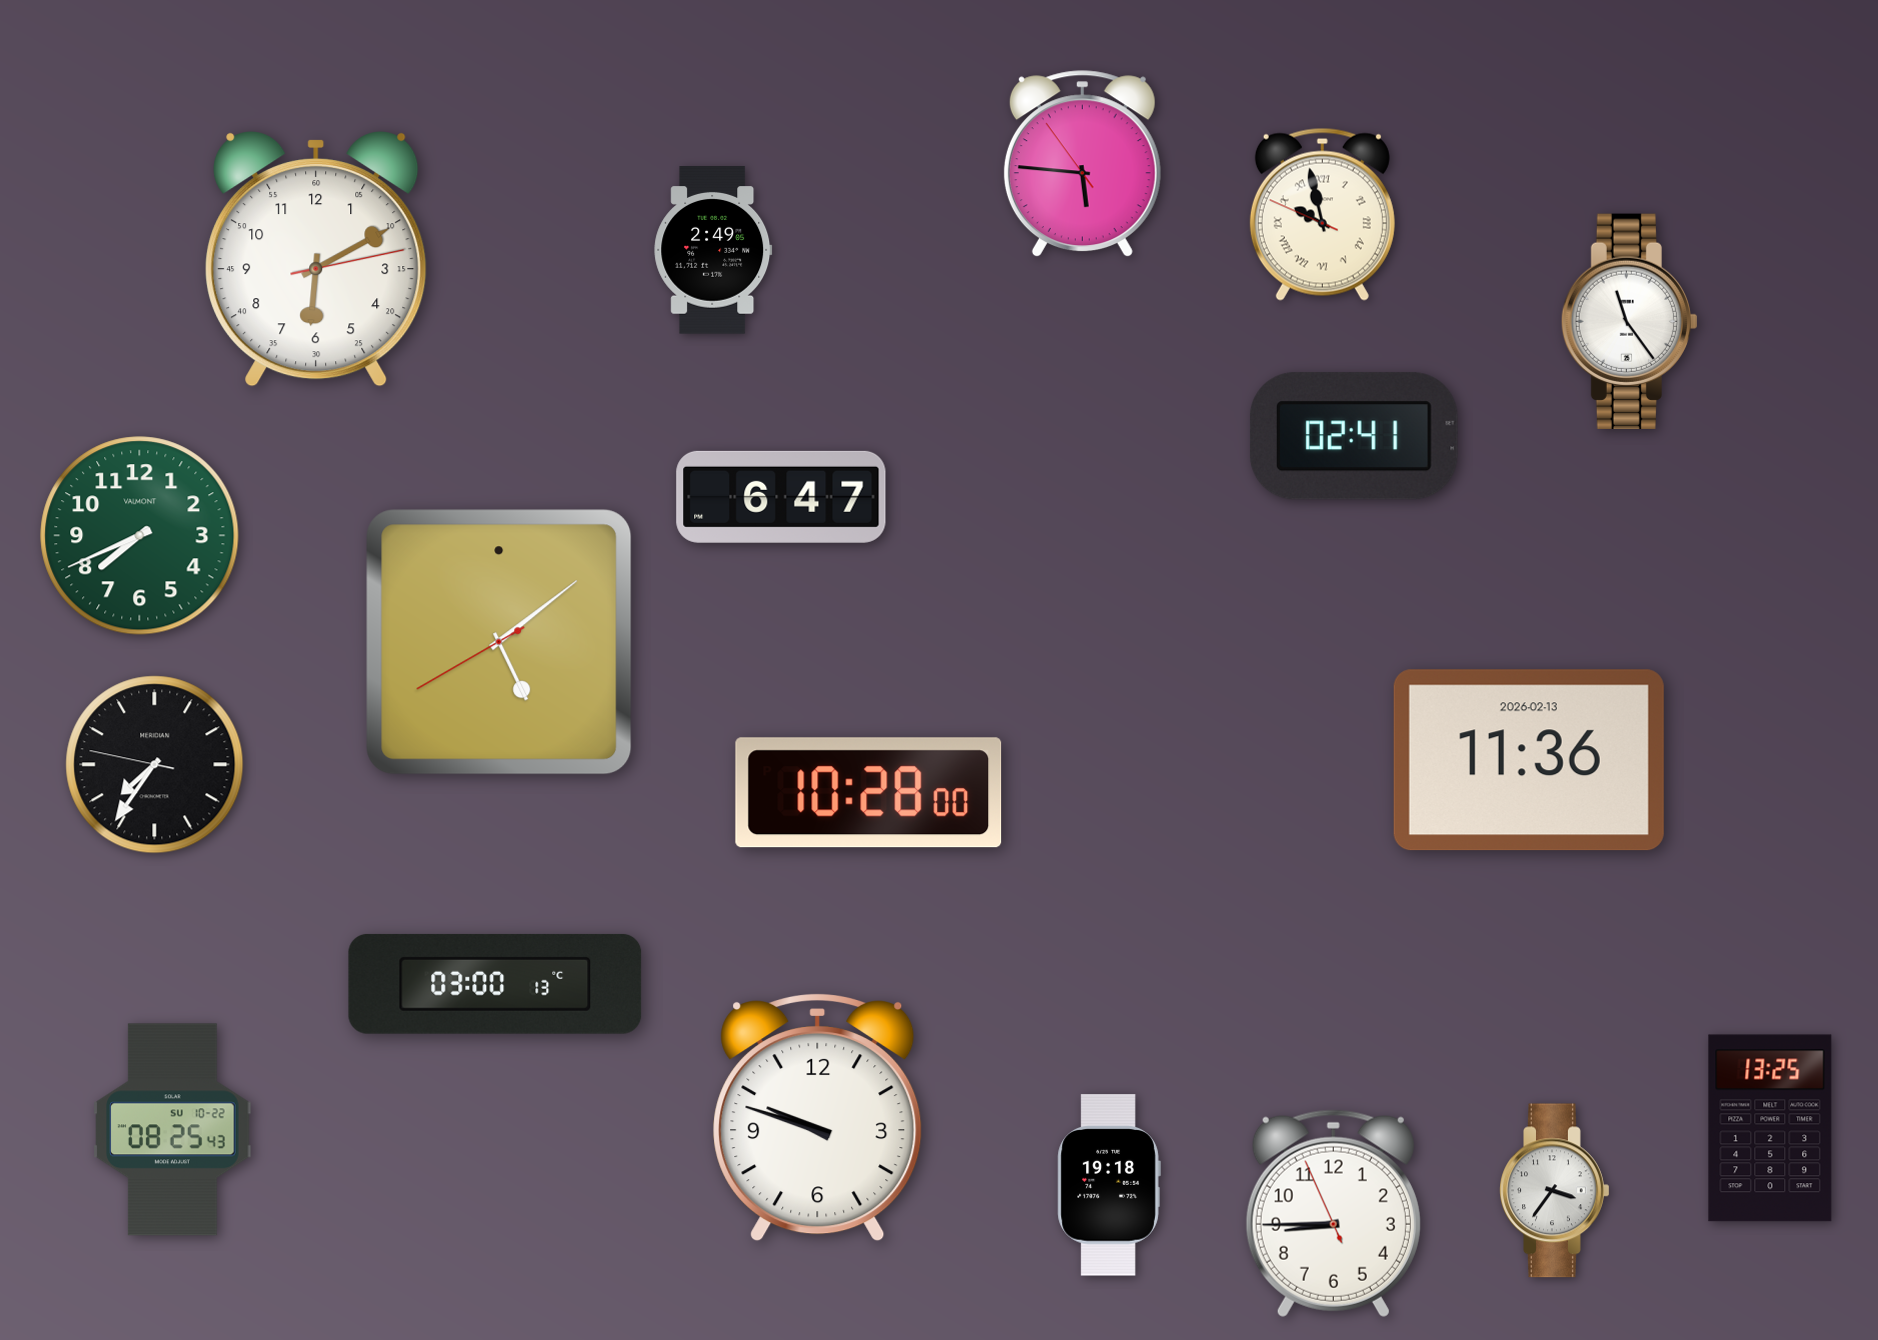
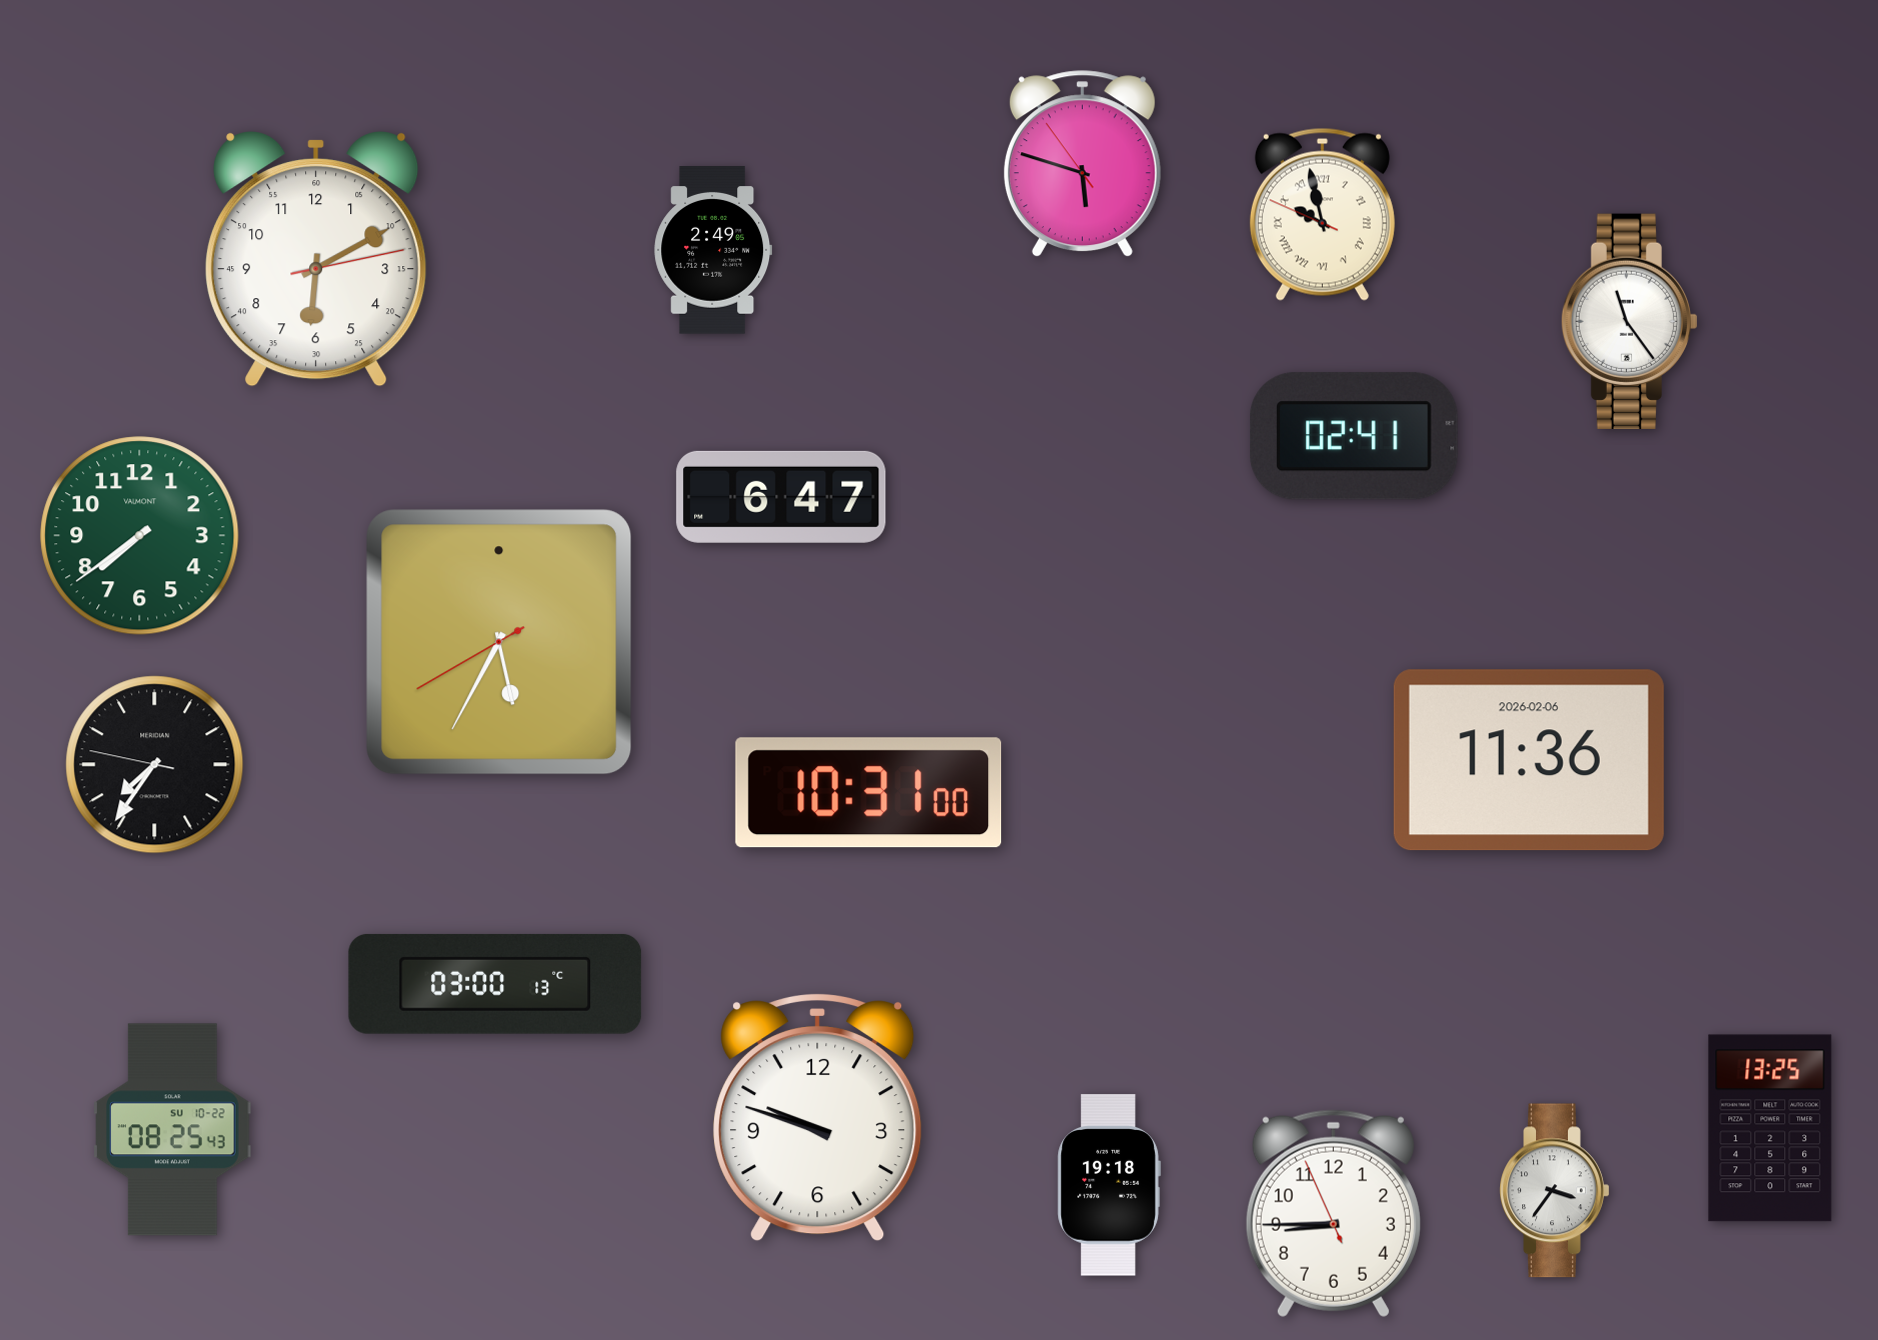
clock at (1082, 164): 5:45 -> 5:47
clock at (140, 536): 7:41 -> 7:39
clock at (499, 642): 5:08 -> 5:34
clock at (1529, 760) date: 2026-02-13 -> 2026-02-06
clock at (869, 793): 10:28 -> 10:31
